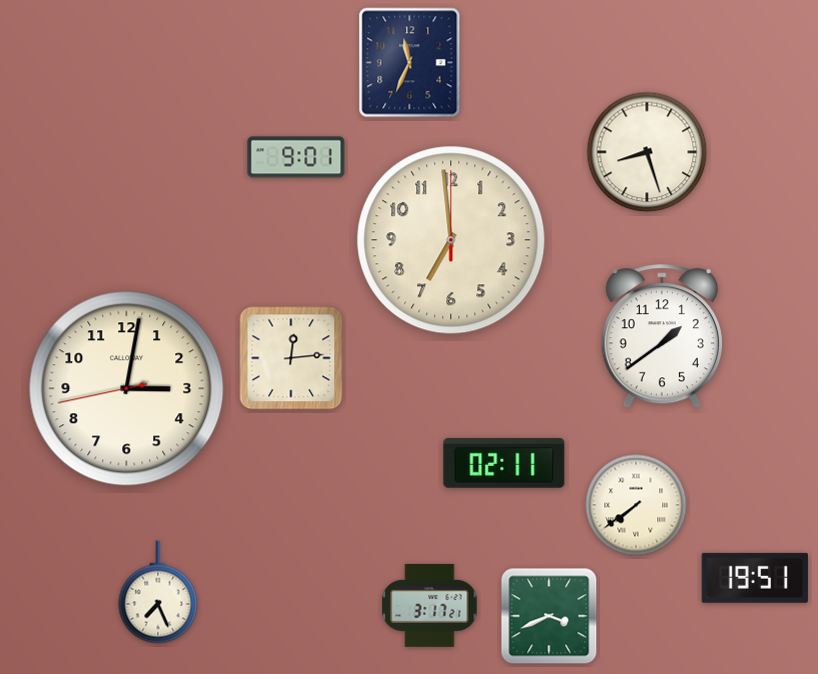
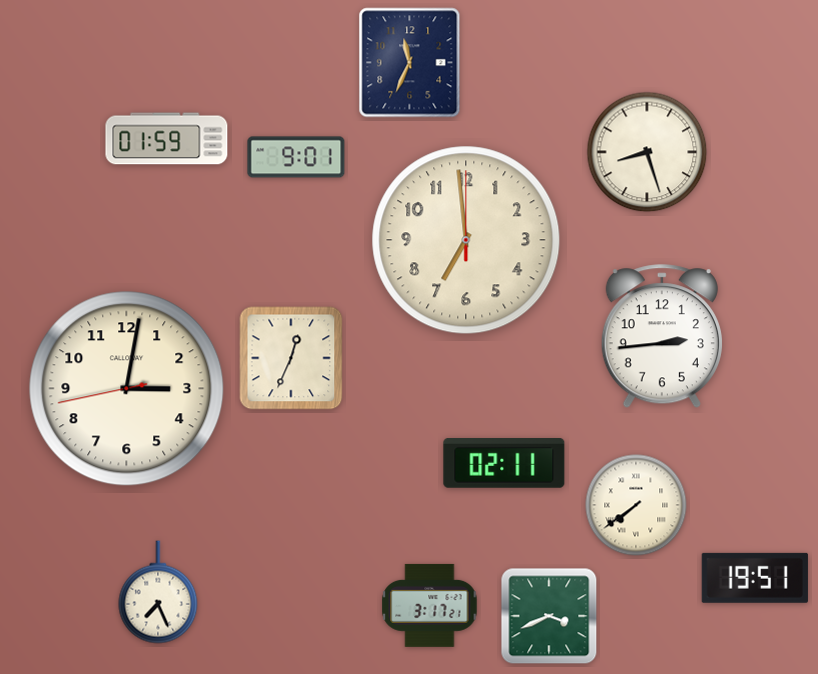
clock at (167, 139): none -> 01:59
clock at (451, 240) position: (451, 240) -> (466, 240)
clock at (662, 337): 1:39 -> 2:44
clock at (291, 358): 12:14 -> 12:34
